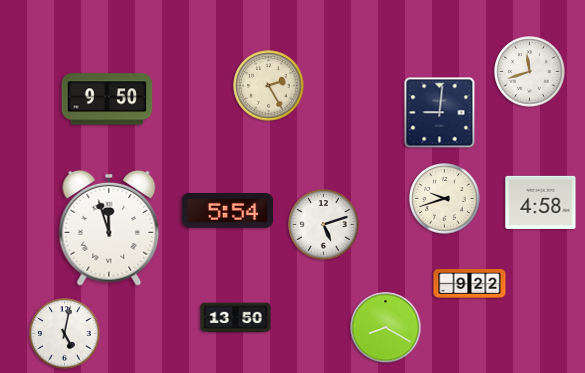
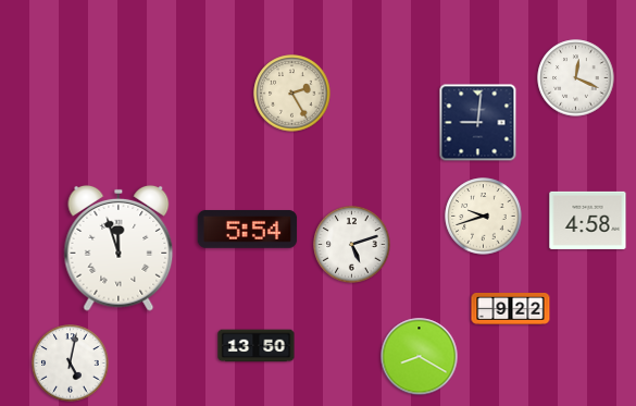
clock at (530, 72): 11:42 -> 12:19
clock at (107, 99): 9:50 -> none
